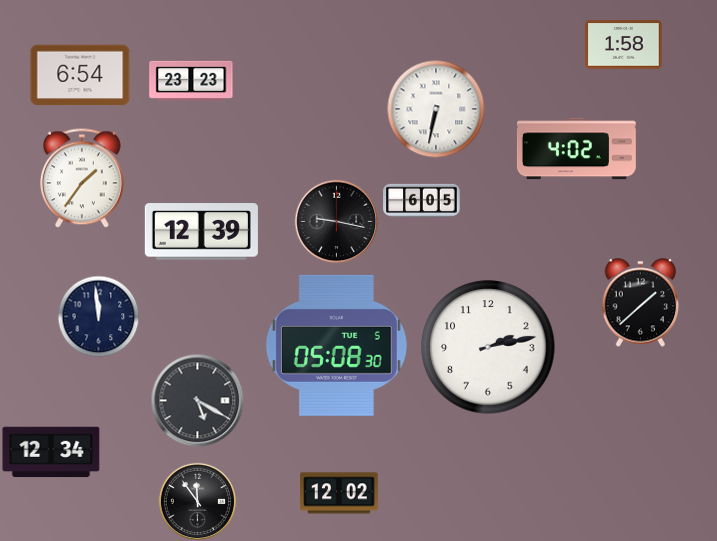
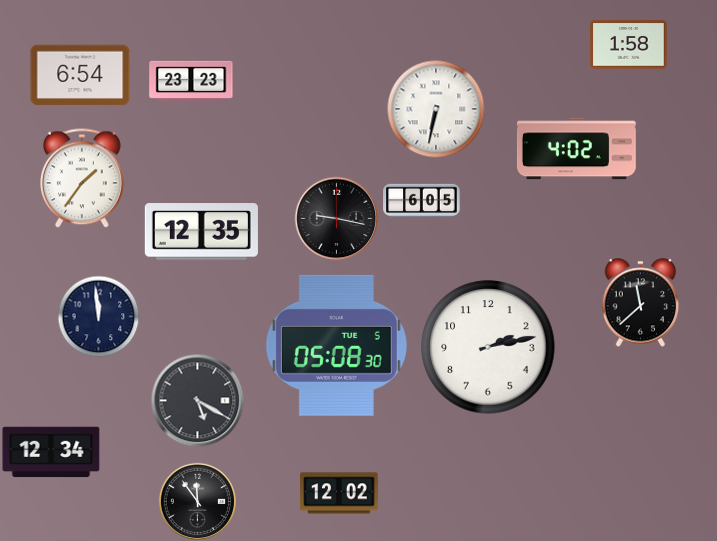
clock at (624, 45) position: (624, 45) -> (629, 45)
clock at (336, 221) position: (336, 221) -> (336, 218)
clock at (201, 232): 12:39 -> 12:35
clock at (641, 303): 1:38 -> 11:38
